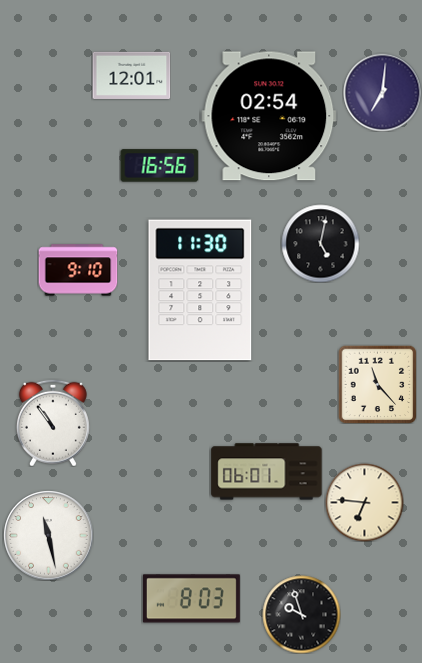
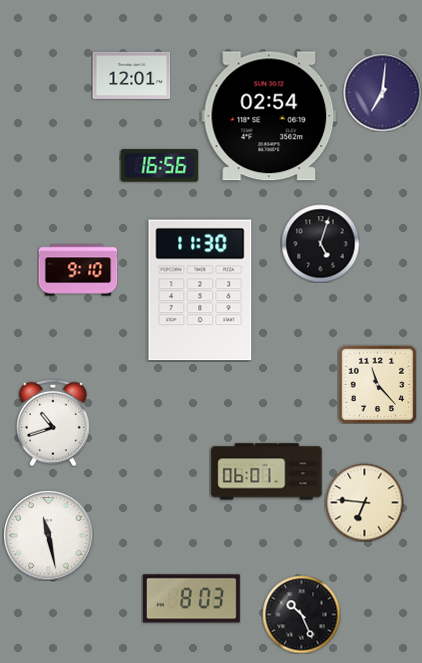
clock at (320, 243): 5:02 -> 5:03
clock at (53, 423): 10:54 -> 10:42
clock at (301, 614): 9:57 -> 10:26
